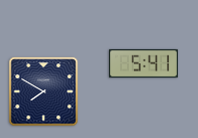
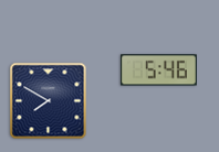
clock at (144, 64): 5:41 -> 5:46
